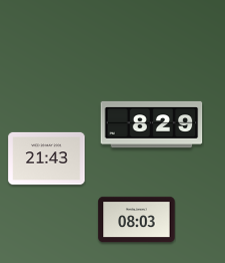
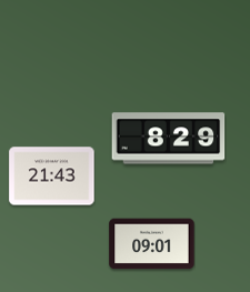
clock at (137, 220): 08:03 -> 09:01
